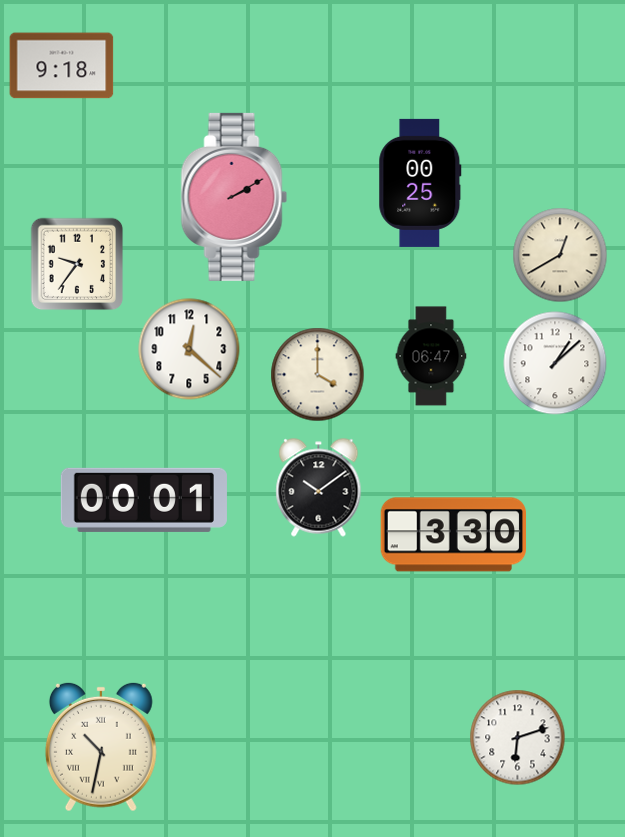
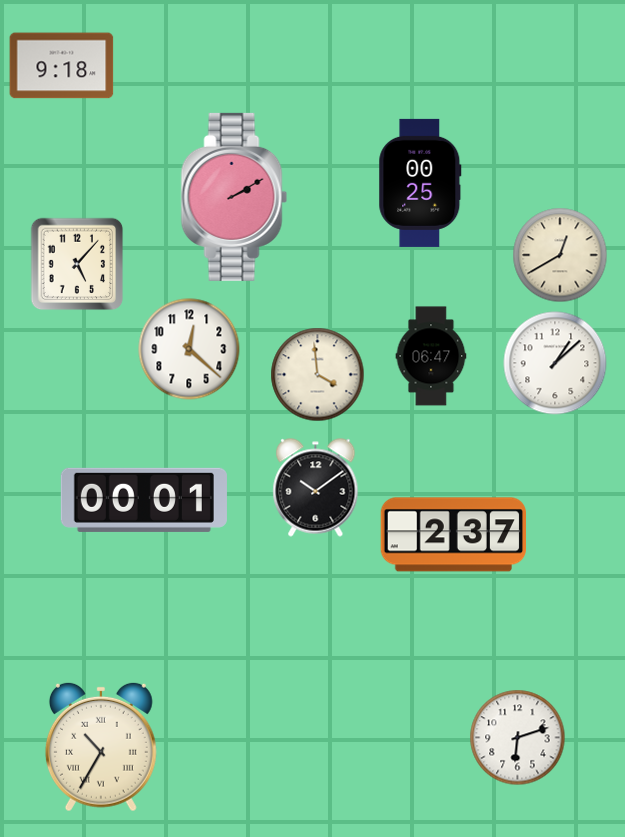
clock at (77, 264): 9:36 -> 5:07
clock at (318, 375): 4:00 -> 3:59
clock at (319, 488) position: (319, 488) -> (316, 488)
clock at (453, 535): 3:30 -> 2:37
clock at (101, 747): 10:32 -> 10:35
